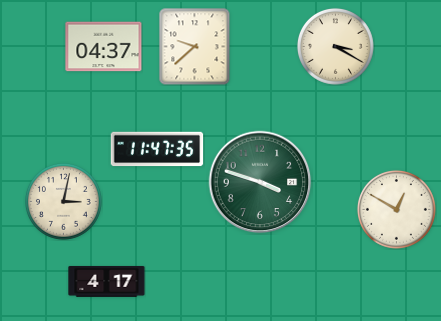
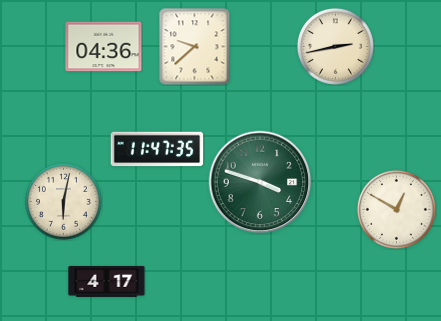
clock at (335, 46): 3:20 -> 2:43
clock at (104, 47): 04:37 -> 04:36
clock at (63, 201): 3:02 -> 6:02
